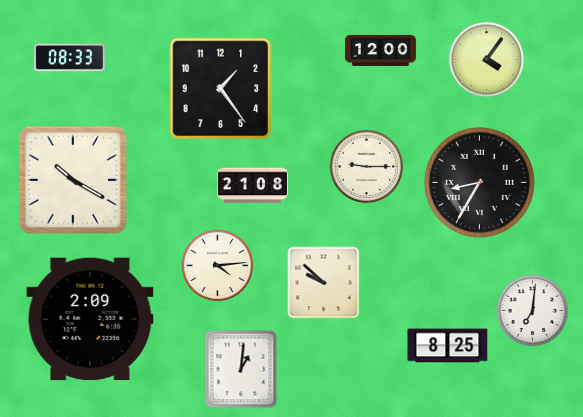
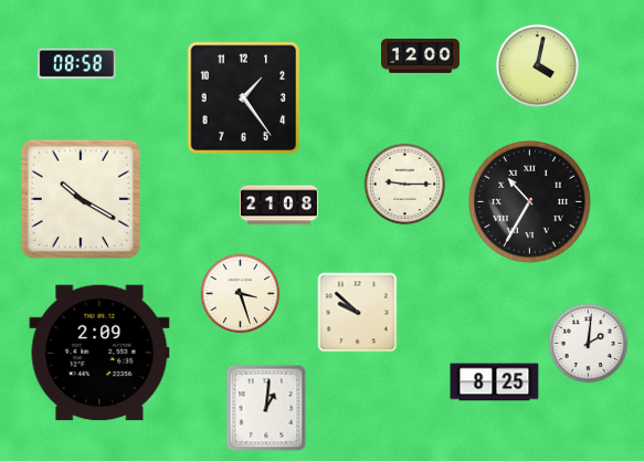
clock at (69, 58): 08:33 -> 08:58
clock at (486, 59): 4:06 -> 4:02
clock at (479, 182): 8:35 -> 10:35
clock at (218, 266): 4:14 -> 3:27
clock at (533, 311): 7:01 -> 2:01
